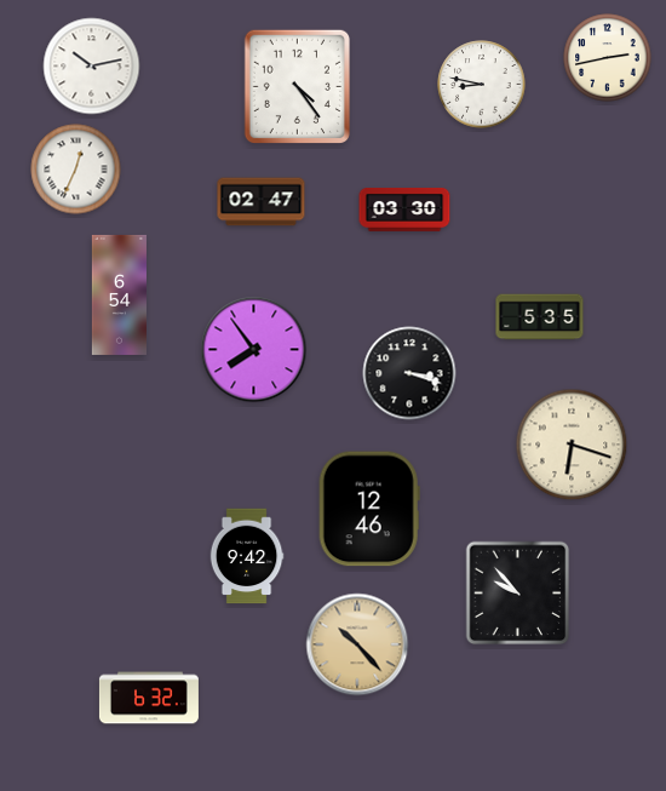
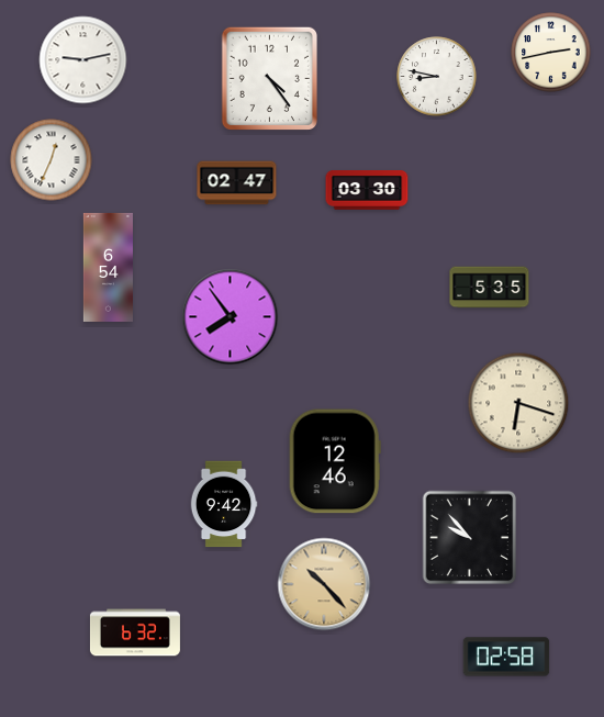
clock at (92, 67): 10:13 -> 9:13
clock at (76, 170) position: (76, 170) -> (52, 160)
clock at (409, 373): 3:18 -> none
clock at (506, 657): none -> 02:58
